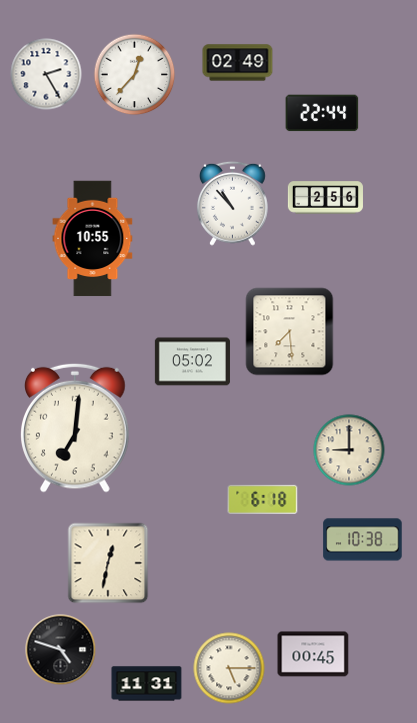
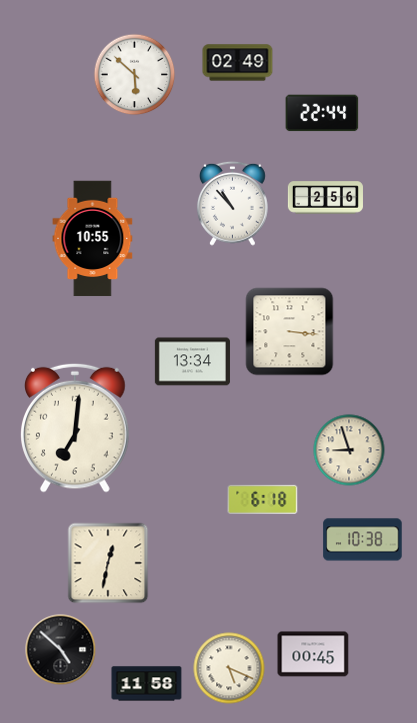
clock at (46, 74): 2:25 -> none
clock at (135, 75): 12:37 -> 5:52
clock at (290, 332): 7:29 -> 3:16
clock at (192, 362): 05:02 -> 13:34
clock at (349, 450): 9:00 -> 8:57
clock at (61, 650): 4:48 -> 4:52
clock at (229, 668): 5:15 -> 5:19
clock at (147, 684): 11:31 -> 11:58
